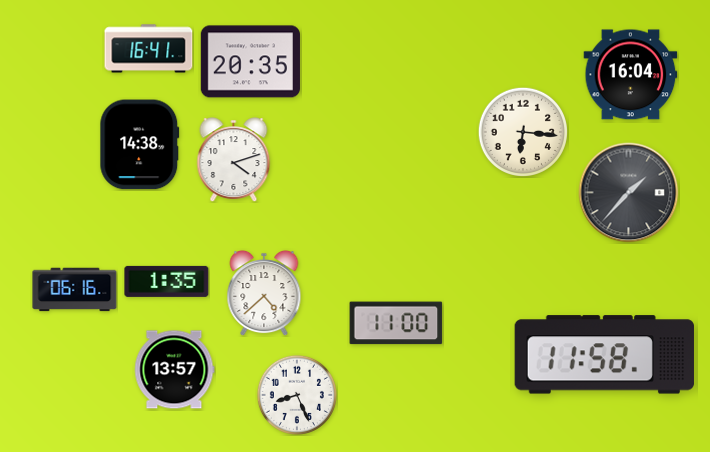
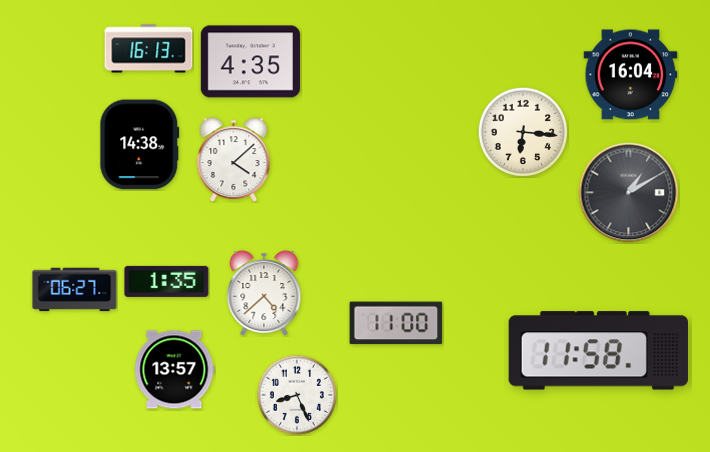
clock at (149, 49): 16:41 -> 16:13
clock at (250, 62): 20:35 -> 4:35
clock at (234, 160): 4:12 -> 4:08
clock at (629, 193): 1:37 -> 1:10
clock at (75, 290): 06:16 -> 06:27
clock at (604, 355) position: (604, 355) -> (598, 351)
